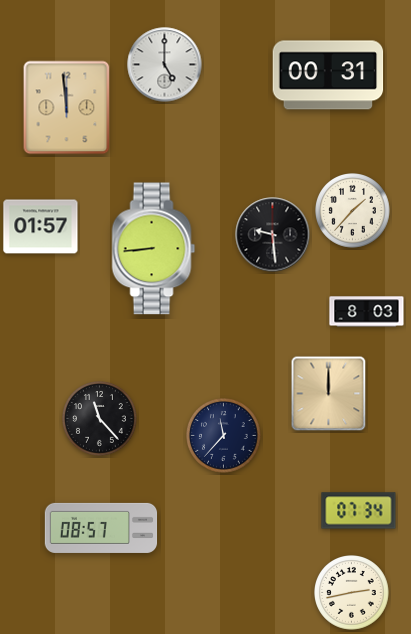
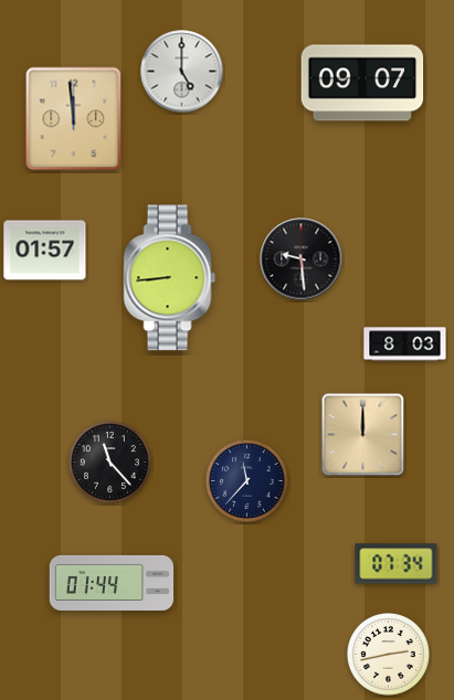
clock at (328, 75): 00:31 -> 09:07
clock at (353, 211): 1:37 -> none
clock at (154, 249) position: (154, 249) -> (170, 278)
clock at (101, 528): 08:57 -> 01:44
